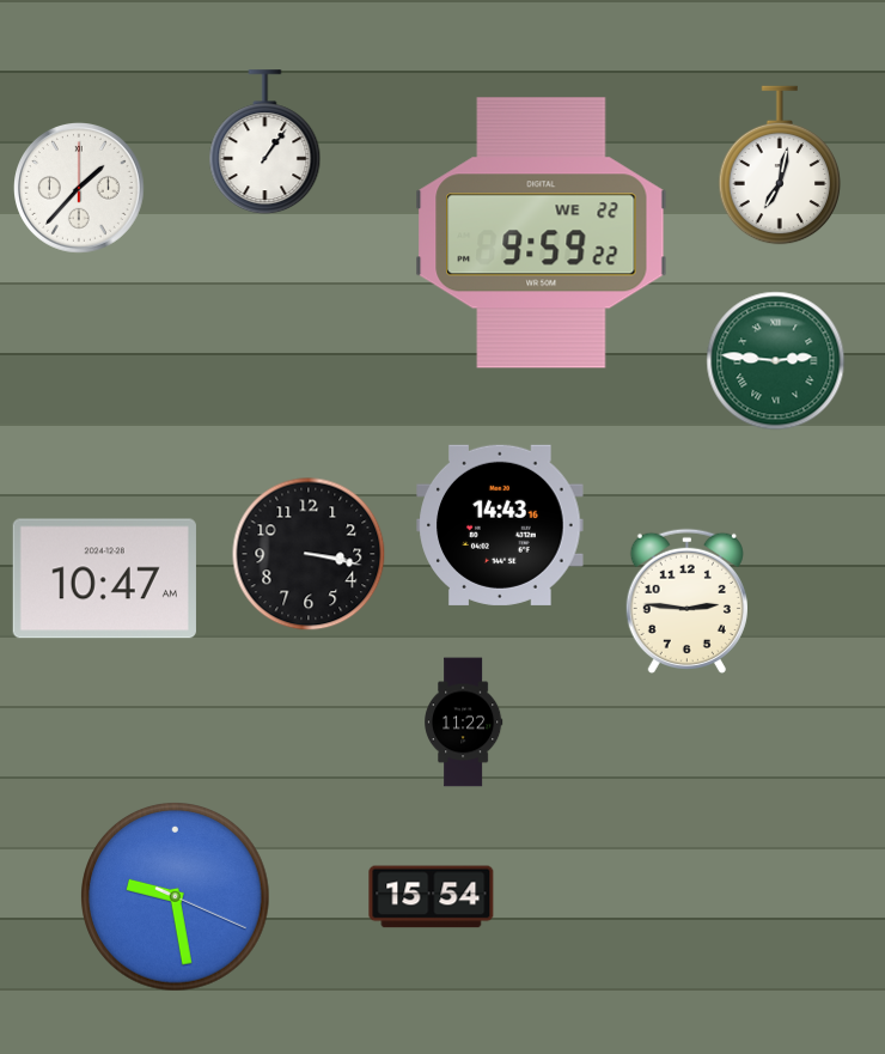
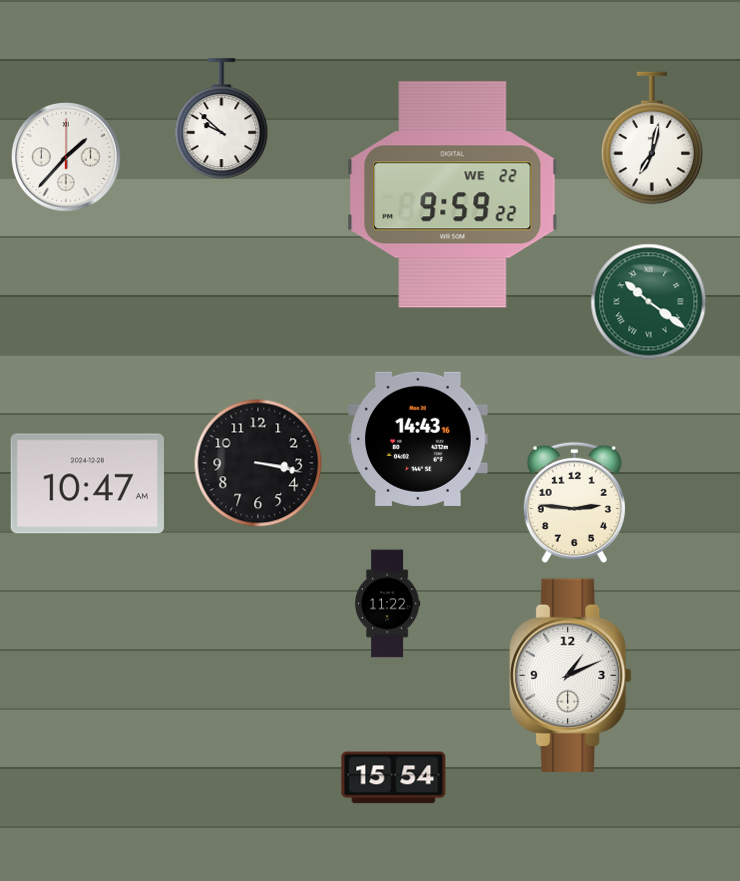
clock at (265, 142): 1:06 -> 9:52
clock at (776, 361): 2:46 -> 10:21
clock at (571, 675): none -> 1:11
clock at (176, 897): 9:28 -> none
clock at (432, 897) position: (432, 897) -> (394, 778)
